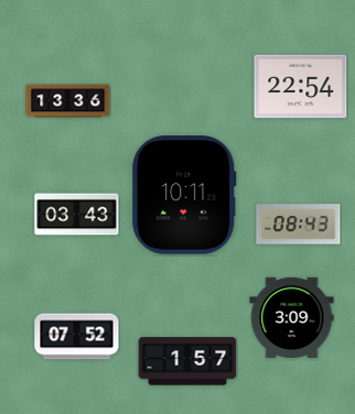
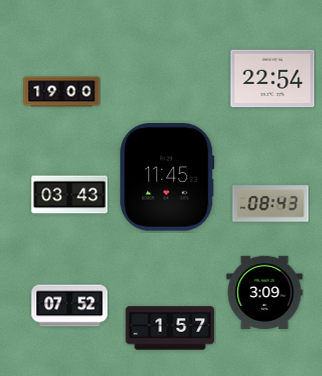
clock at (68, 101): 13:36 -> 19:00
clock at (184, 195): 10:11 -> 11:45
clock at (292, 317) position: (292, 317) -> (265, 292)
